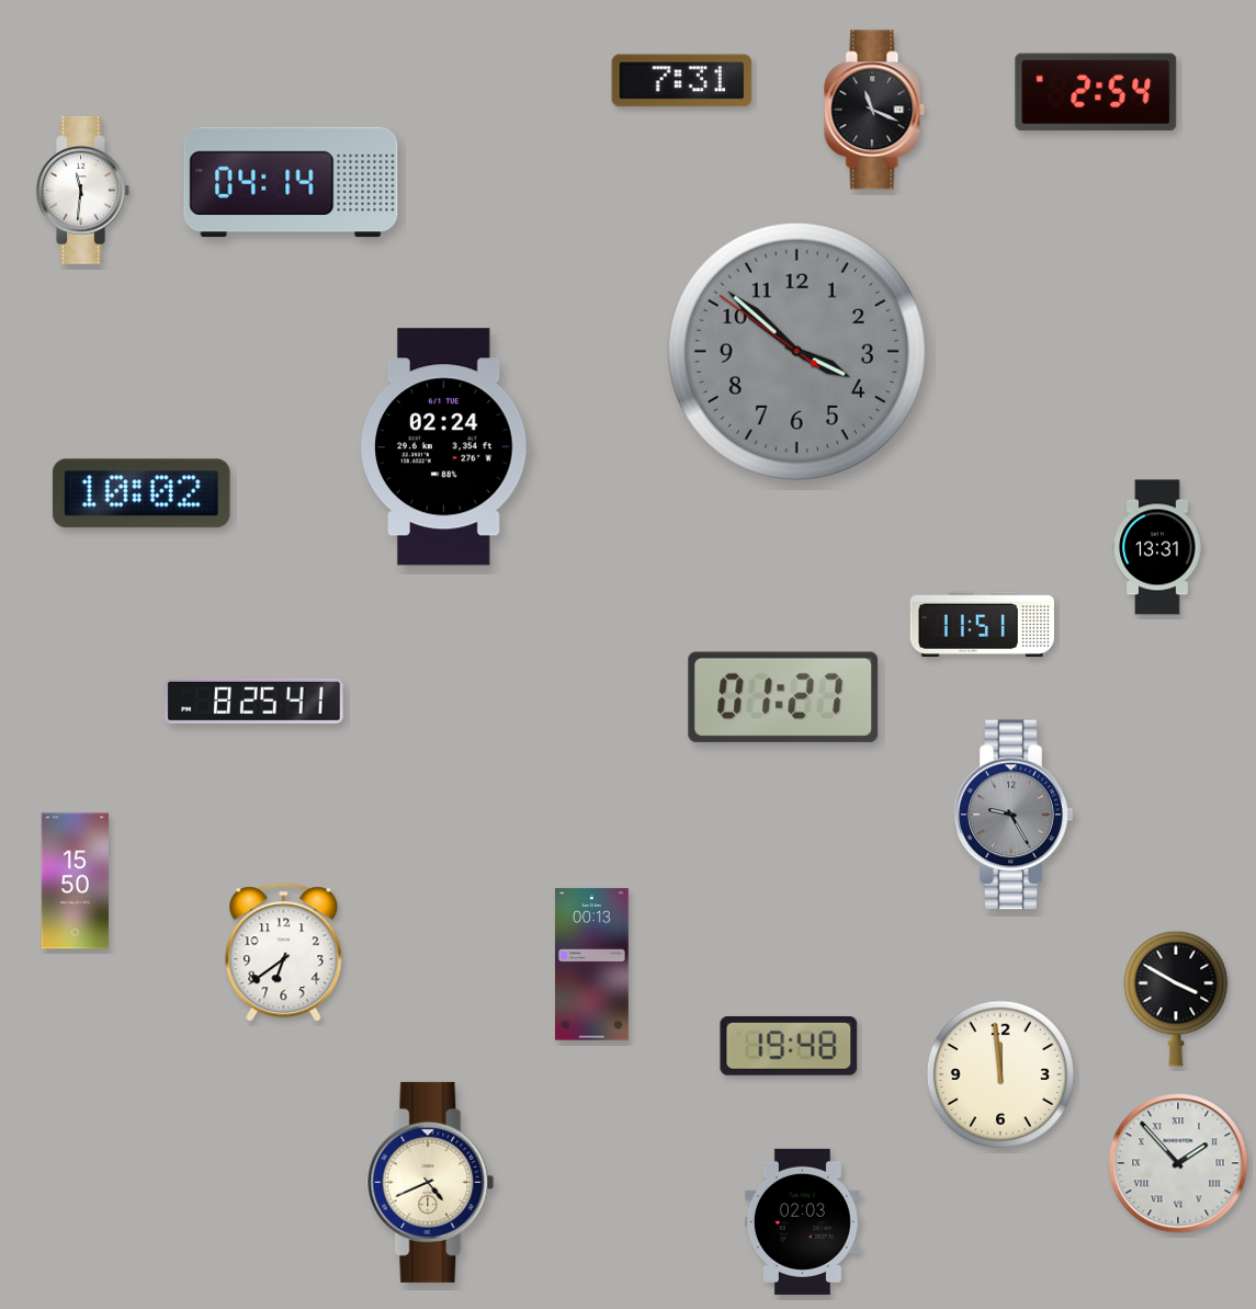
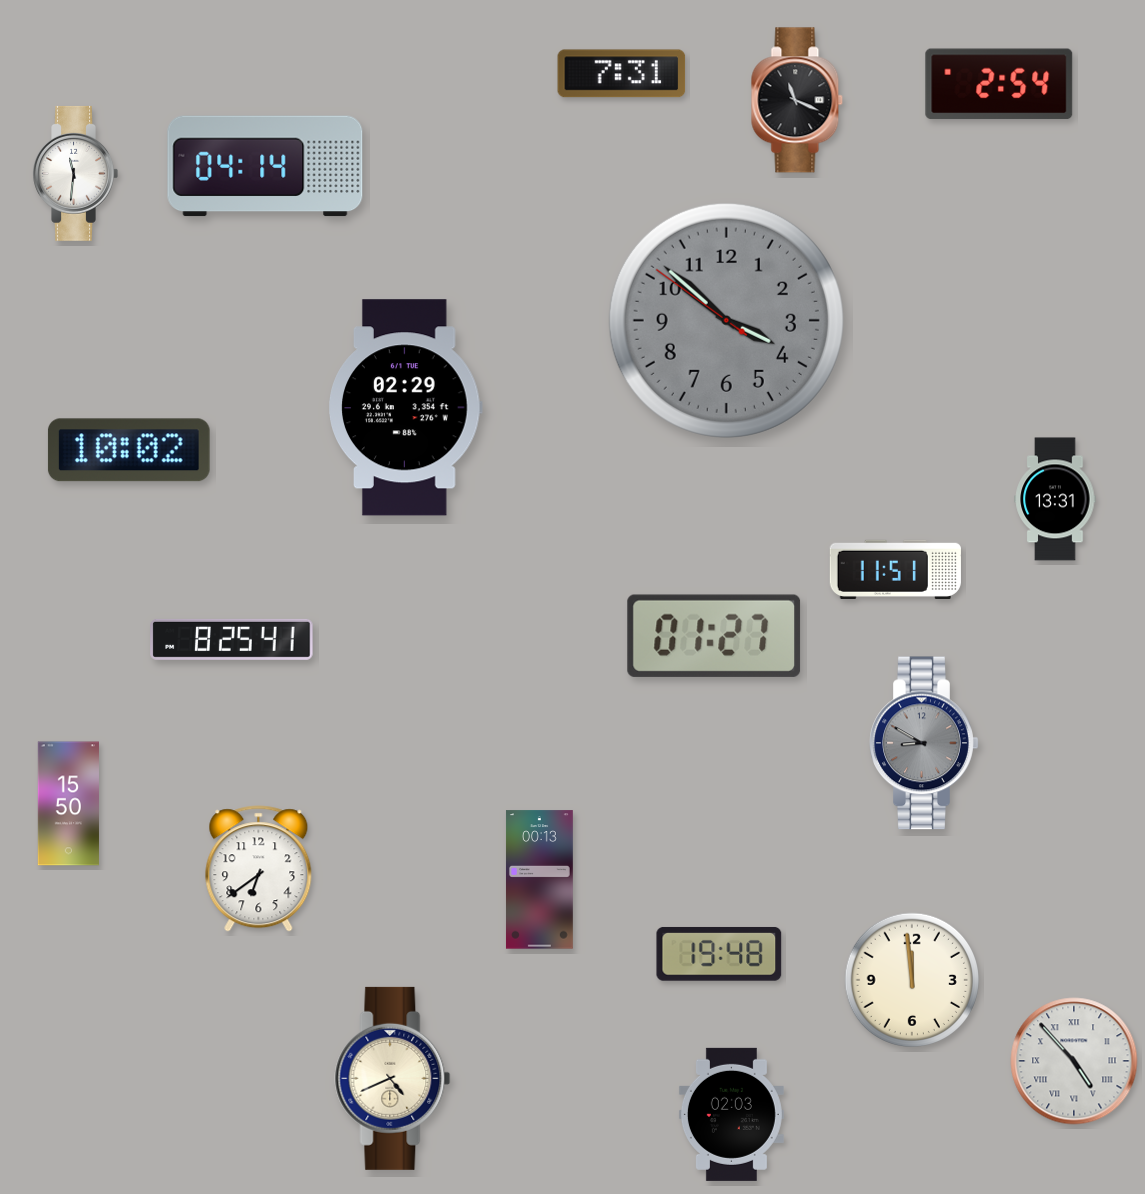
clock at (445, 447): 02:24 -> 02:29
clock at (1014, 815): 9:25 -> 8:50
clock at (1176, 999): 3:50 -> none
clock at (1178, 1163): 1:53 -> 4:53
